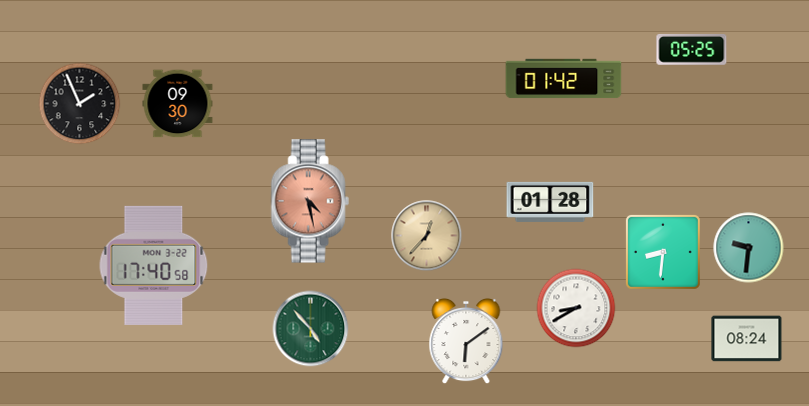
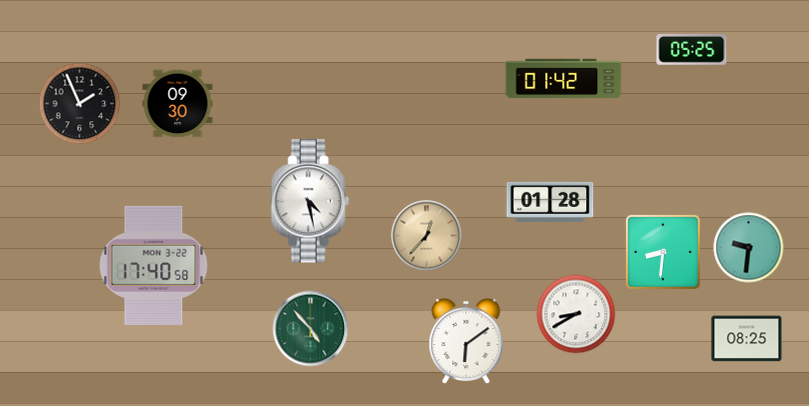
clock at (310, 201) dial: salmon -> white
clock at (576, 308) position: (576, 308) -> (576, 314)
clock at (747, 339): 08:24 -> 08:25
